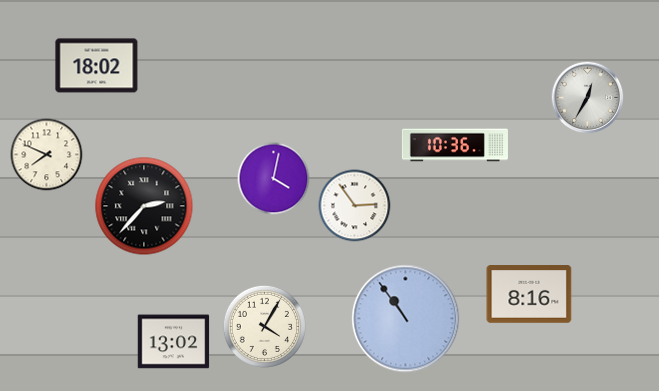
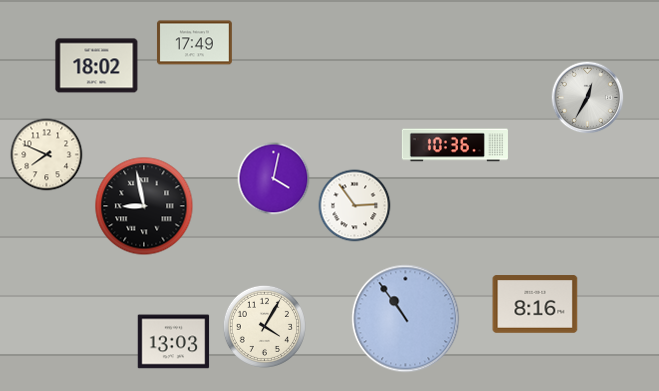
clock at (194, 43): none -> 17:49
clock at (144, 206): 2:37 -> 8:58
clock at (529, 294) position: (529, 294) -> (535, 304)
clock at (174, 342): 13:02 -> 13:03
